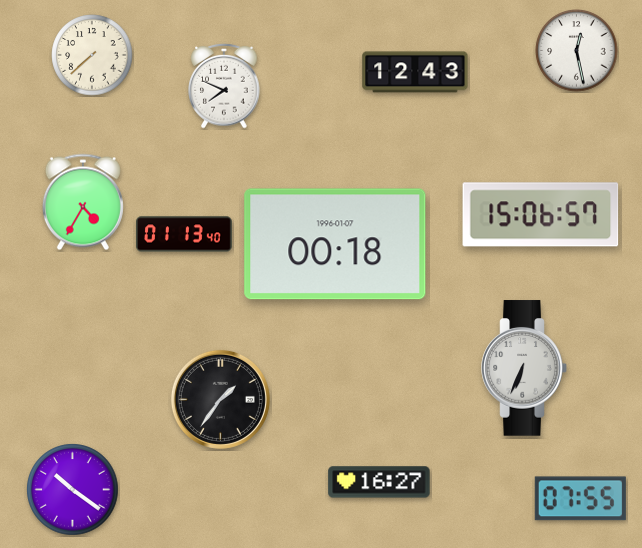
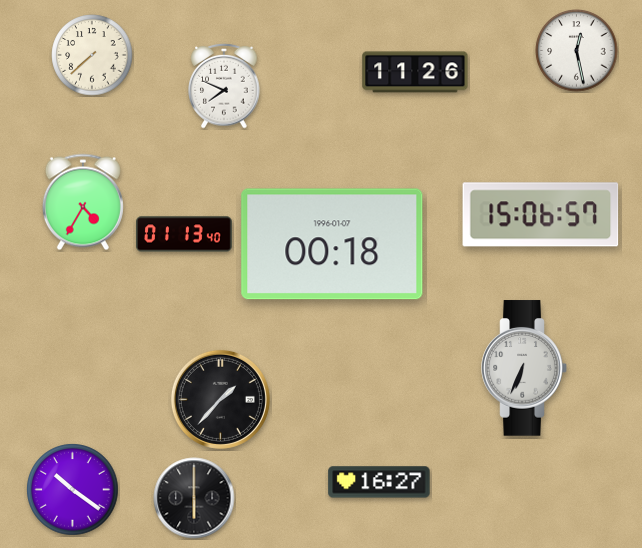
clock at (415, 72): 12:43 -> 11:26
clock at (335, 244) position: (335, 244) -> (332, 244)
clock at (220, 399): 1:36 -> 1:37
clock at (194, 498): none -> 6:00
clock at (580, 499): 07:55 -> none
